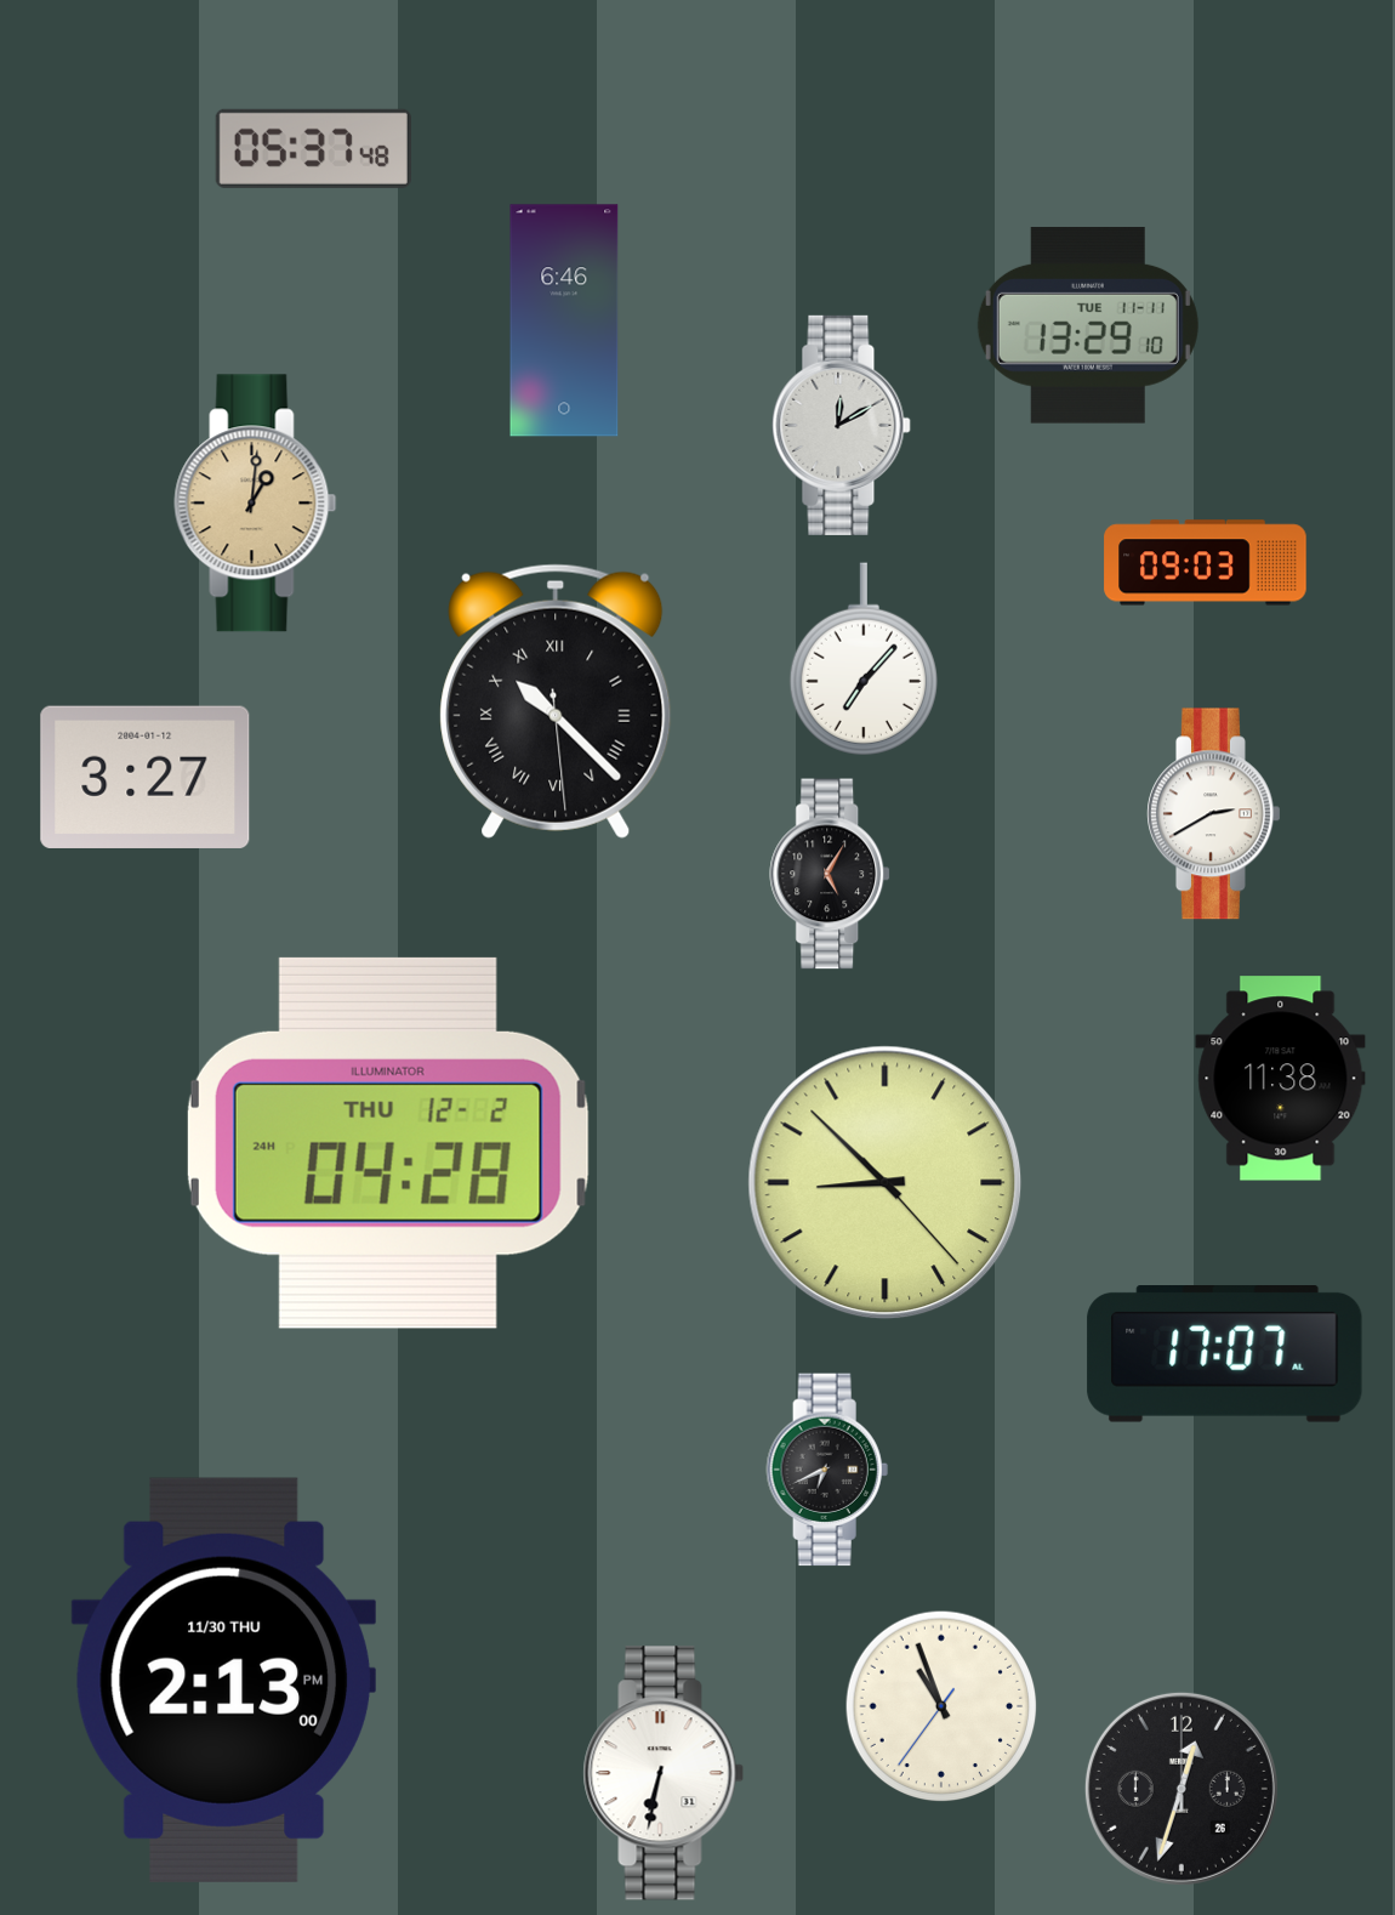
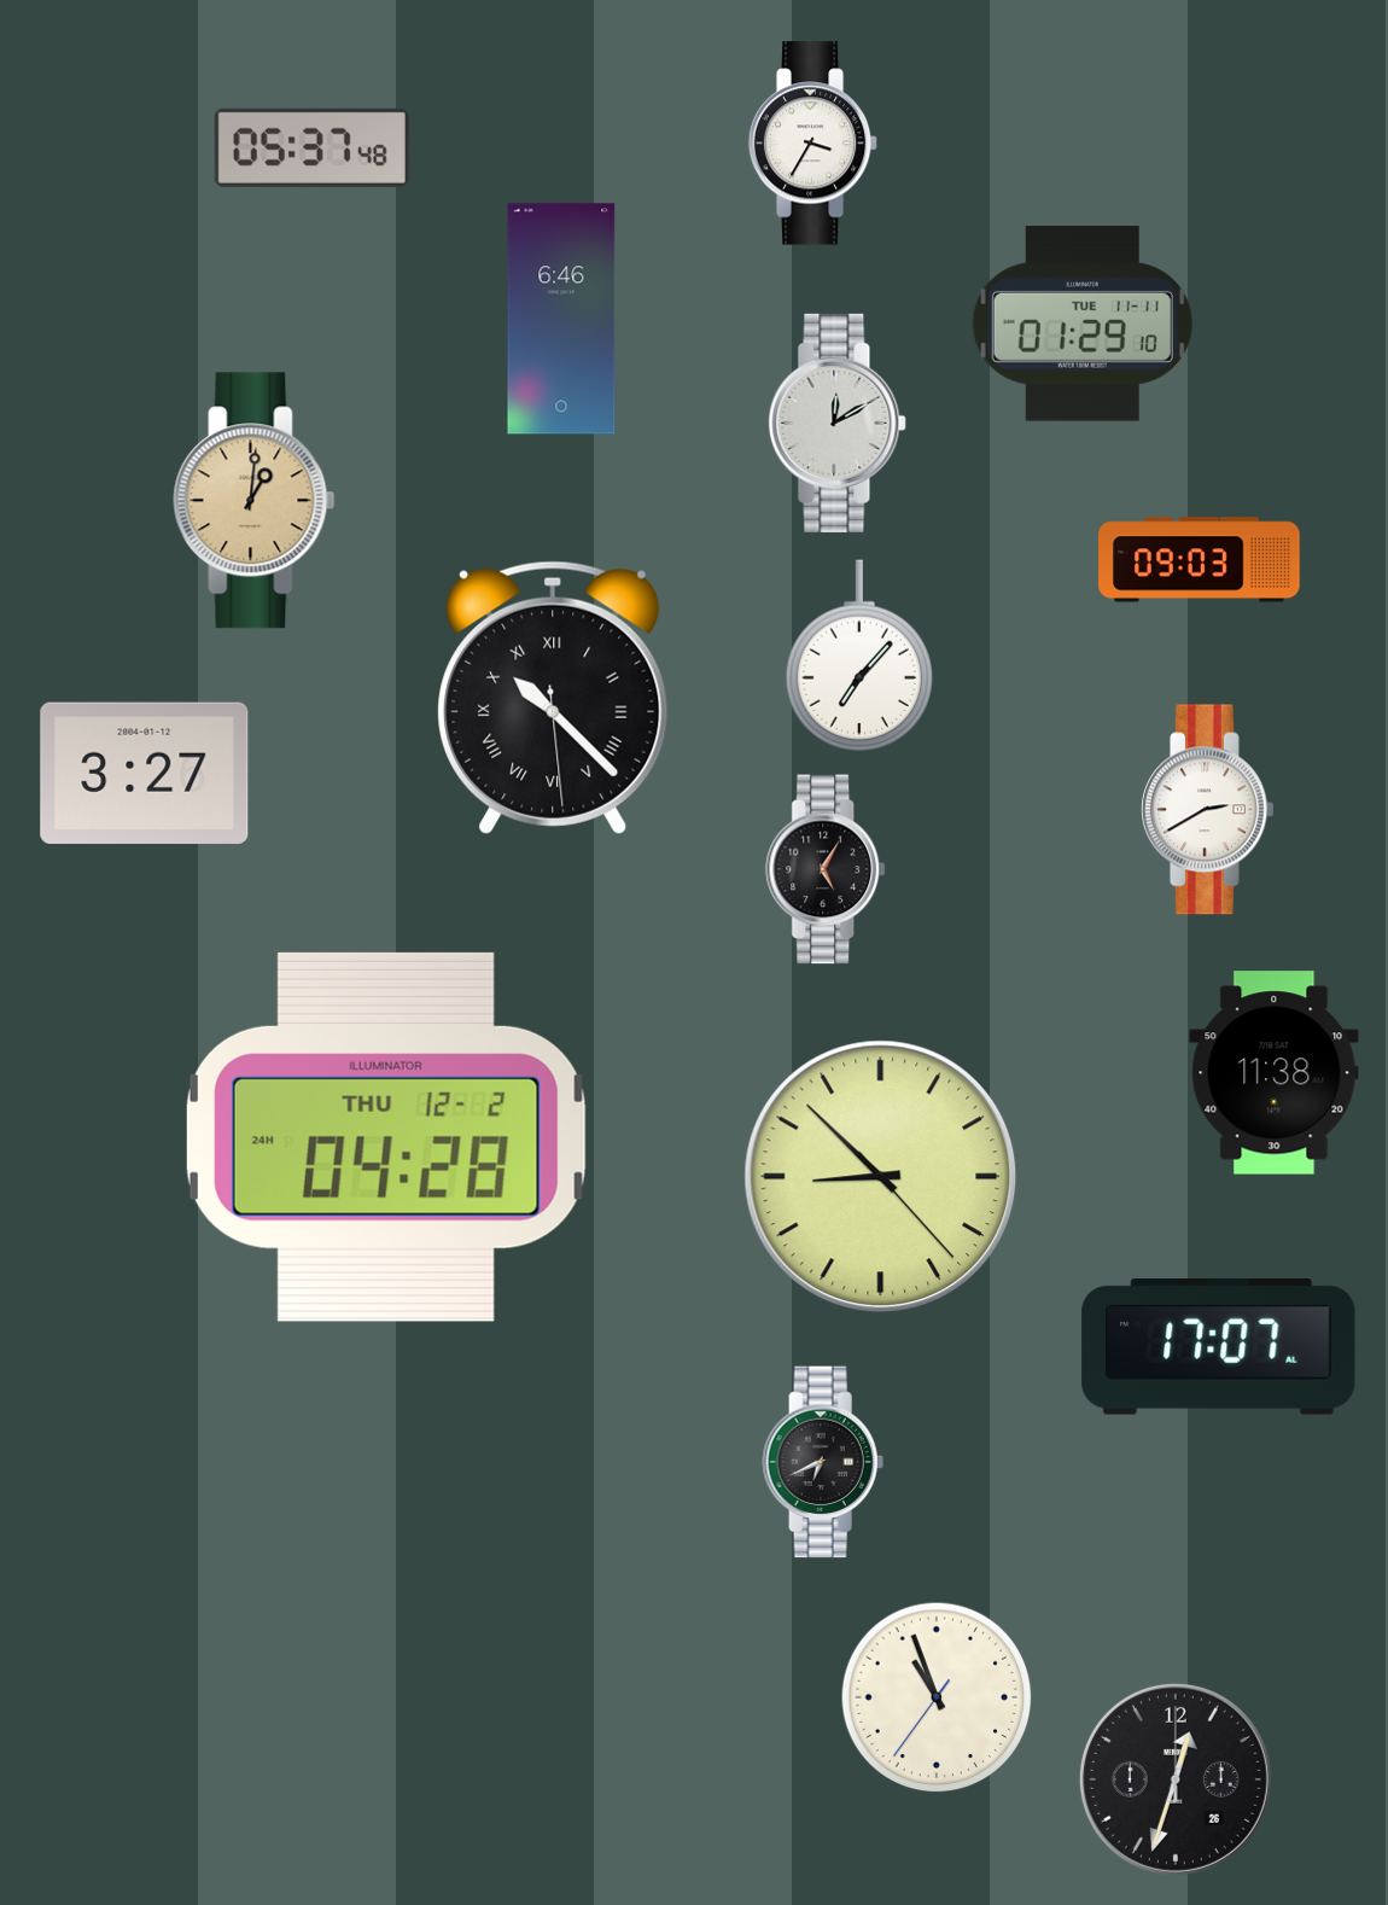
clock at (813, 144): none -> 3:35
clock at (1088, 325): 13:29 -> 01:29
clock at (223, 1680): 2:13 -> none
clock at (664, 1773): 6:32 -> none
